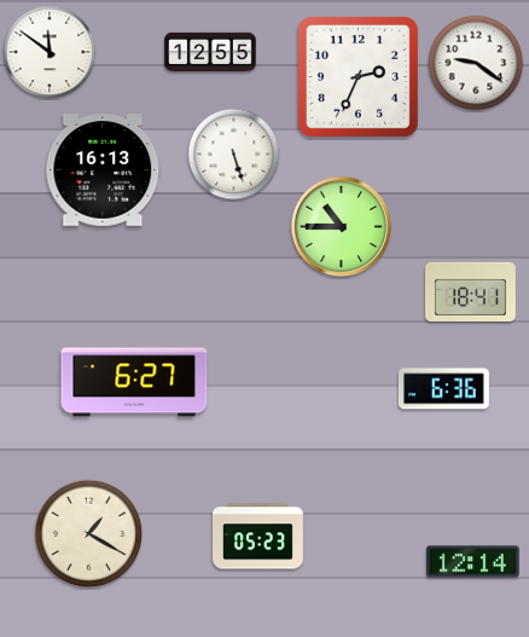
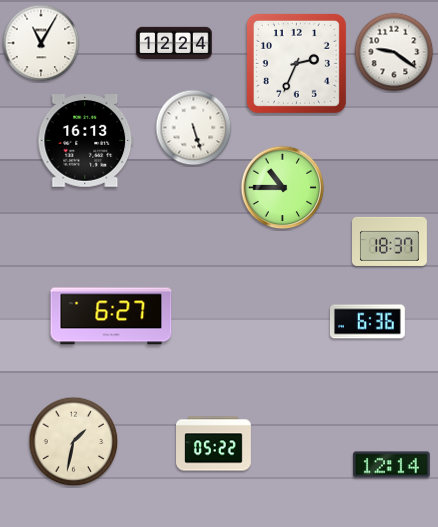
clock at (50, 52): 11:51 -> 11:05
clock at (210, 52): 12:55 -> 12:24
clock at (471, 291): 18:41 -> 18:37
clock at (89, 534): 1:20 -> 1:32
clock at (258, 537): 05:23 -> 05:22
